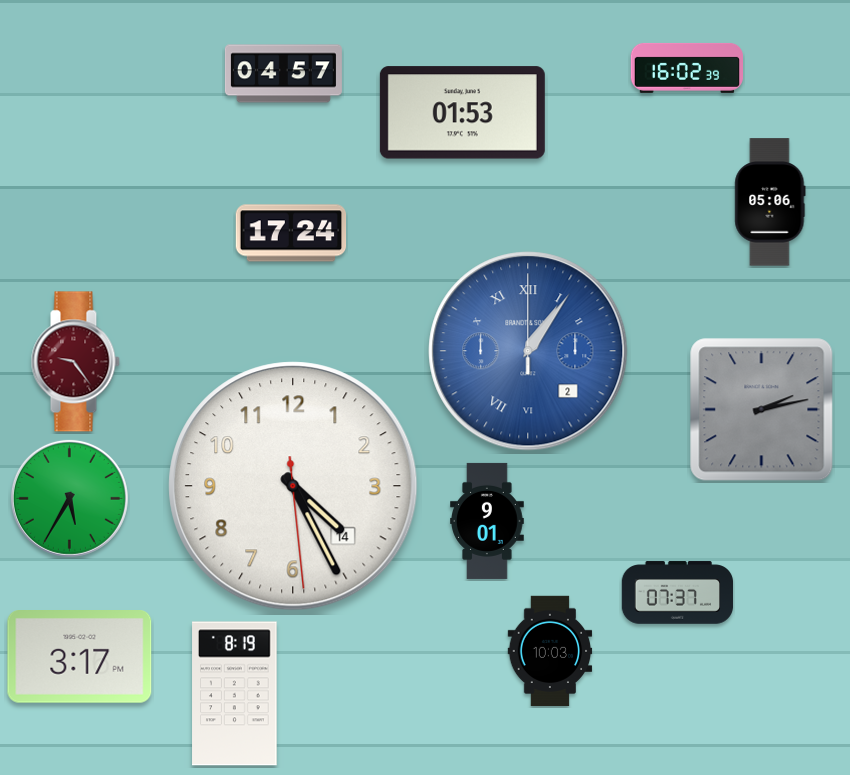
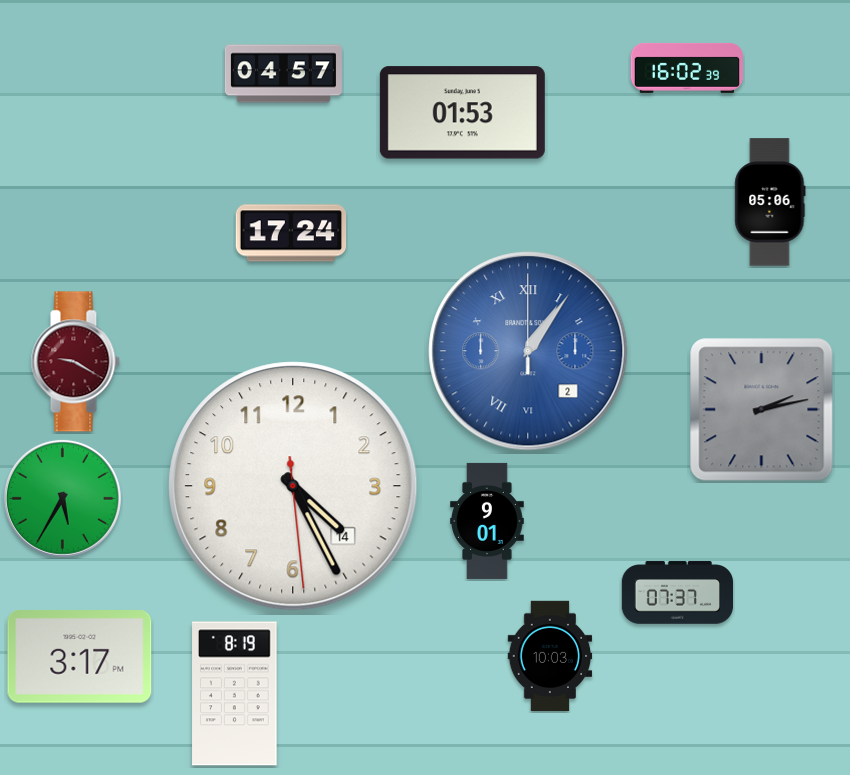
clock at (75, 362): 9:24 -> 9:20
clock at (69, 498) position: (69, 498) -> (62, 498)
clock at (550, 651) position: (550, 651) -> (550, 656)
